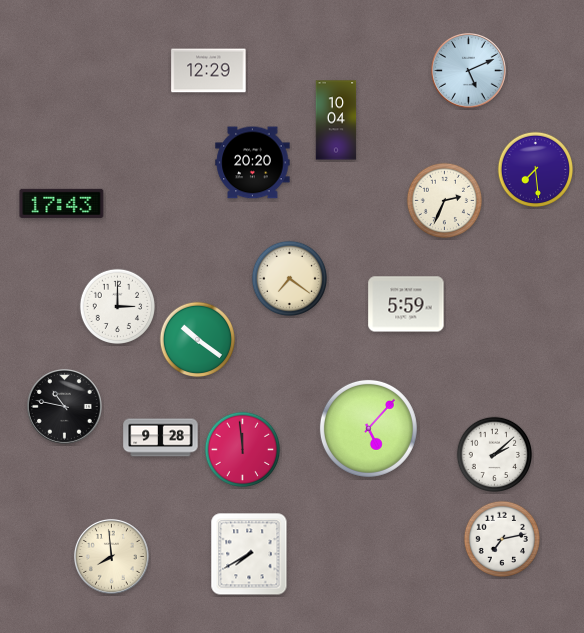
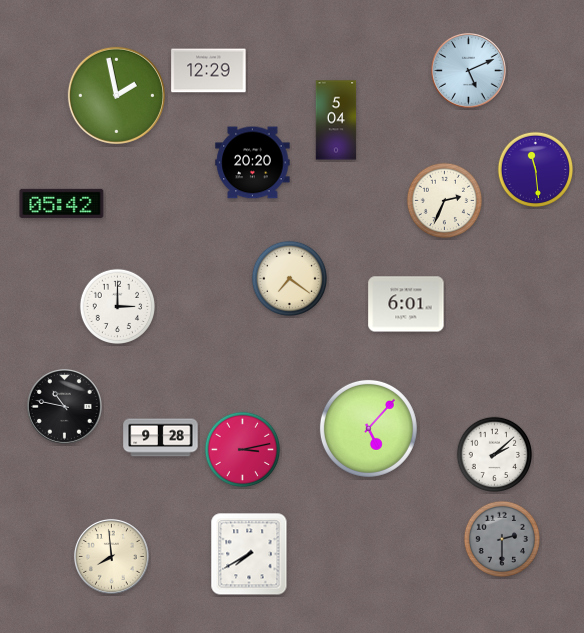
clock at (116, 95): none -> 1:58
clock at (336, 120): 10:04 -> 5:04
clock at (536, 170): 7:29 -> 11:29
clock at (62, 203): 17:43 -> 05:42
clock at (406, 304): 5:59 -> 6:01
clock at (198, 340): 10:21 -> none
clock at (243, 450): 11:59 -> 3:13
clock at (501, 538): 7:13 -> 2:30
clock at (501, 538) dial: white -> grey
